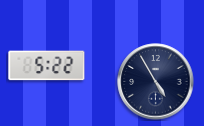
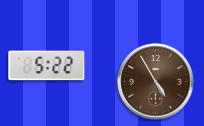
clock at (156, 82) dial: navy -> brown
